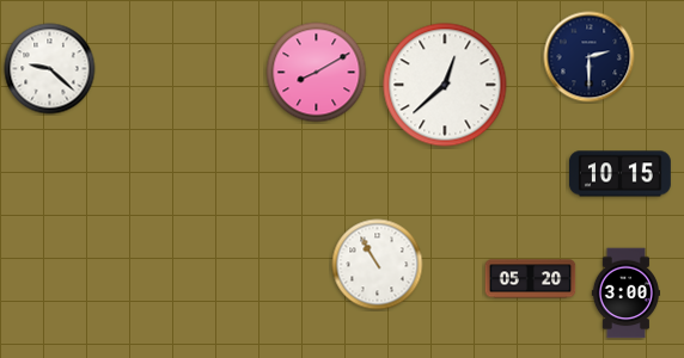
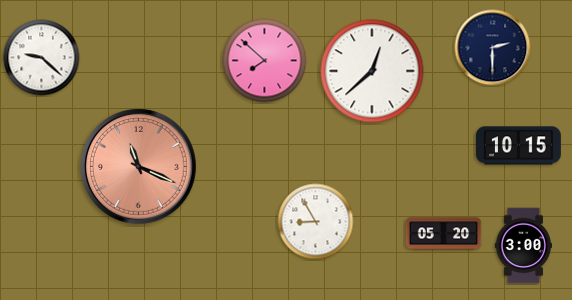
clock at (317, 73): 8:10 -> 7:52
clock at (138, 166): none -> 11:19
clock at (378, 265): 10:55 -> 8:55
